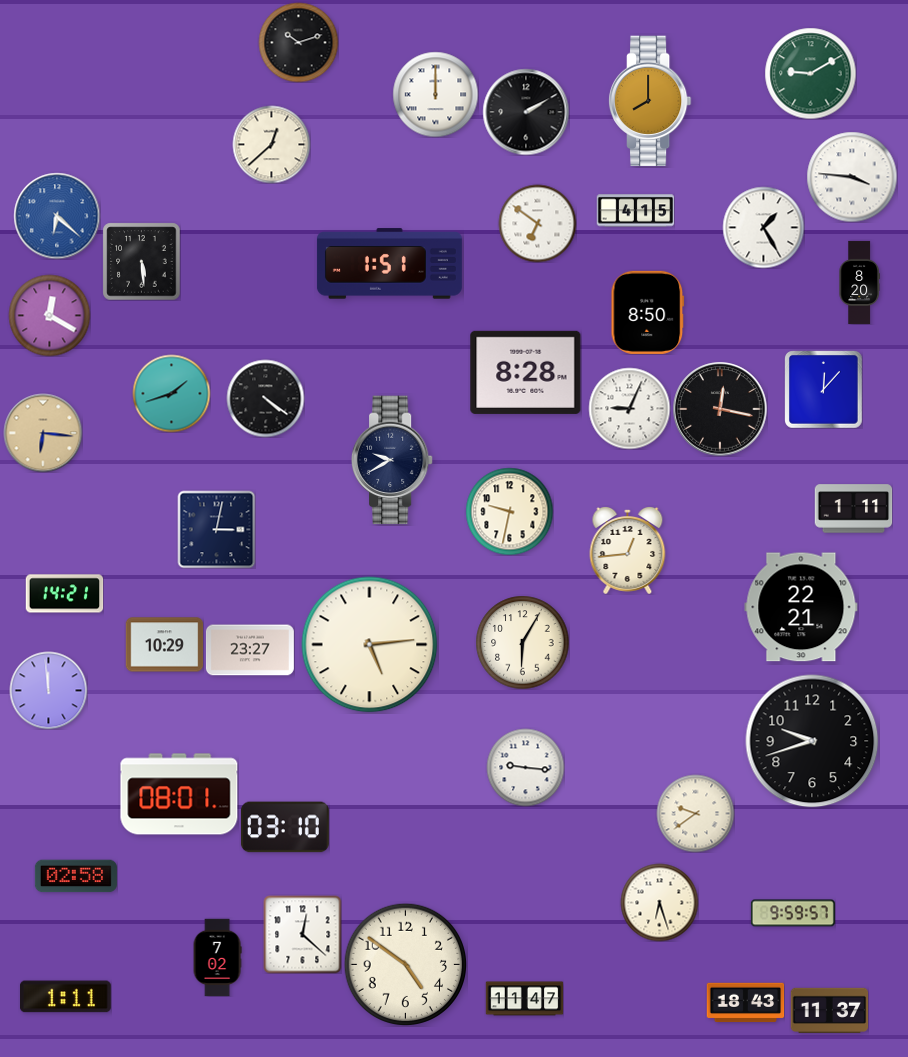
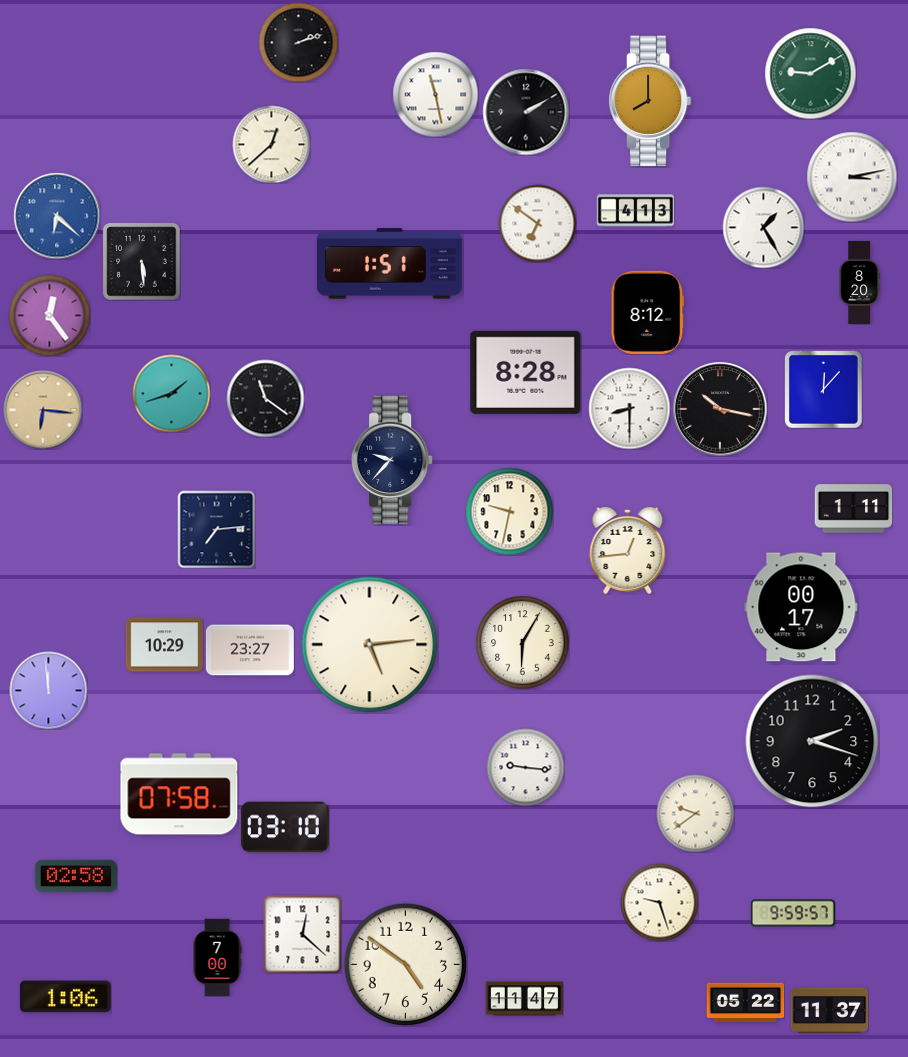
clock at (298, 42): 10:12 -> 2:12
clock at (435, 94): 12:00 -> 11:28
clock at (852, 177): 3:46 -> 3:13
clock at (635, 211): 4:15 -> 4:13
clock at (648, 312): 8:50 -> 8:12
clock at (49, 315): 12:20 -> 12:24
clock at (265, 398): 4:21 -> 11:21
clock at (629, 408): 9:04 -> 8:30
clock at (720, 409): 12:17 -> 10:17
clock at (43, 433) position: (43, 433) -> (43, 410)
clock at (392, 460): 9:40 -> 9:37
clock at (216, 529): 3:02 -> 7:14
clock at (64, 594): 14:21 -> none
clock at (801, 607): 22:21 -> 00:17
clock at (812, 741): 9:42 -> 2:18
clock at (179, 794): 08:01 -> 07:58
clock at (659, 902): 6:27 -> 9:27
clock at (217, 957): 7:02 -> 7:00
clock at (65, 997): 1:11 -> 1:06
clock at (745, 1003): 18:43 -> 05:22
